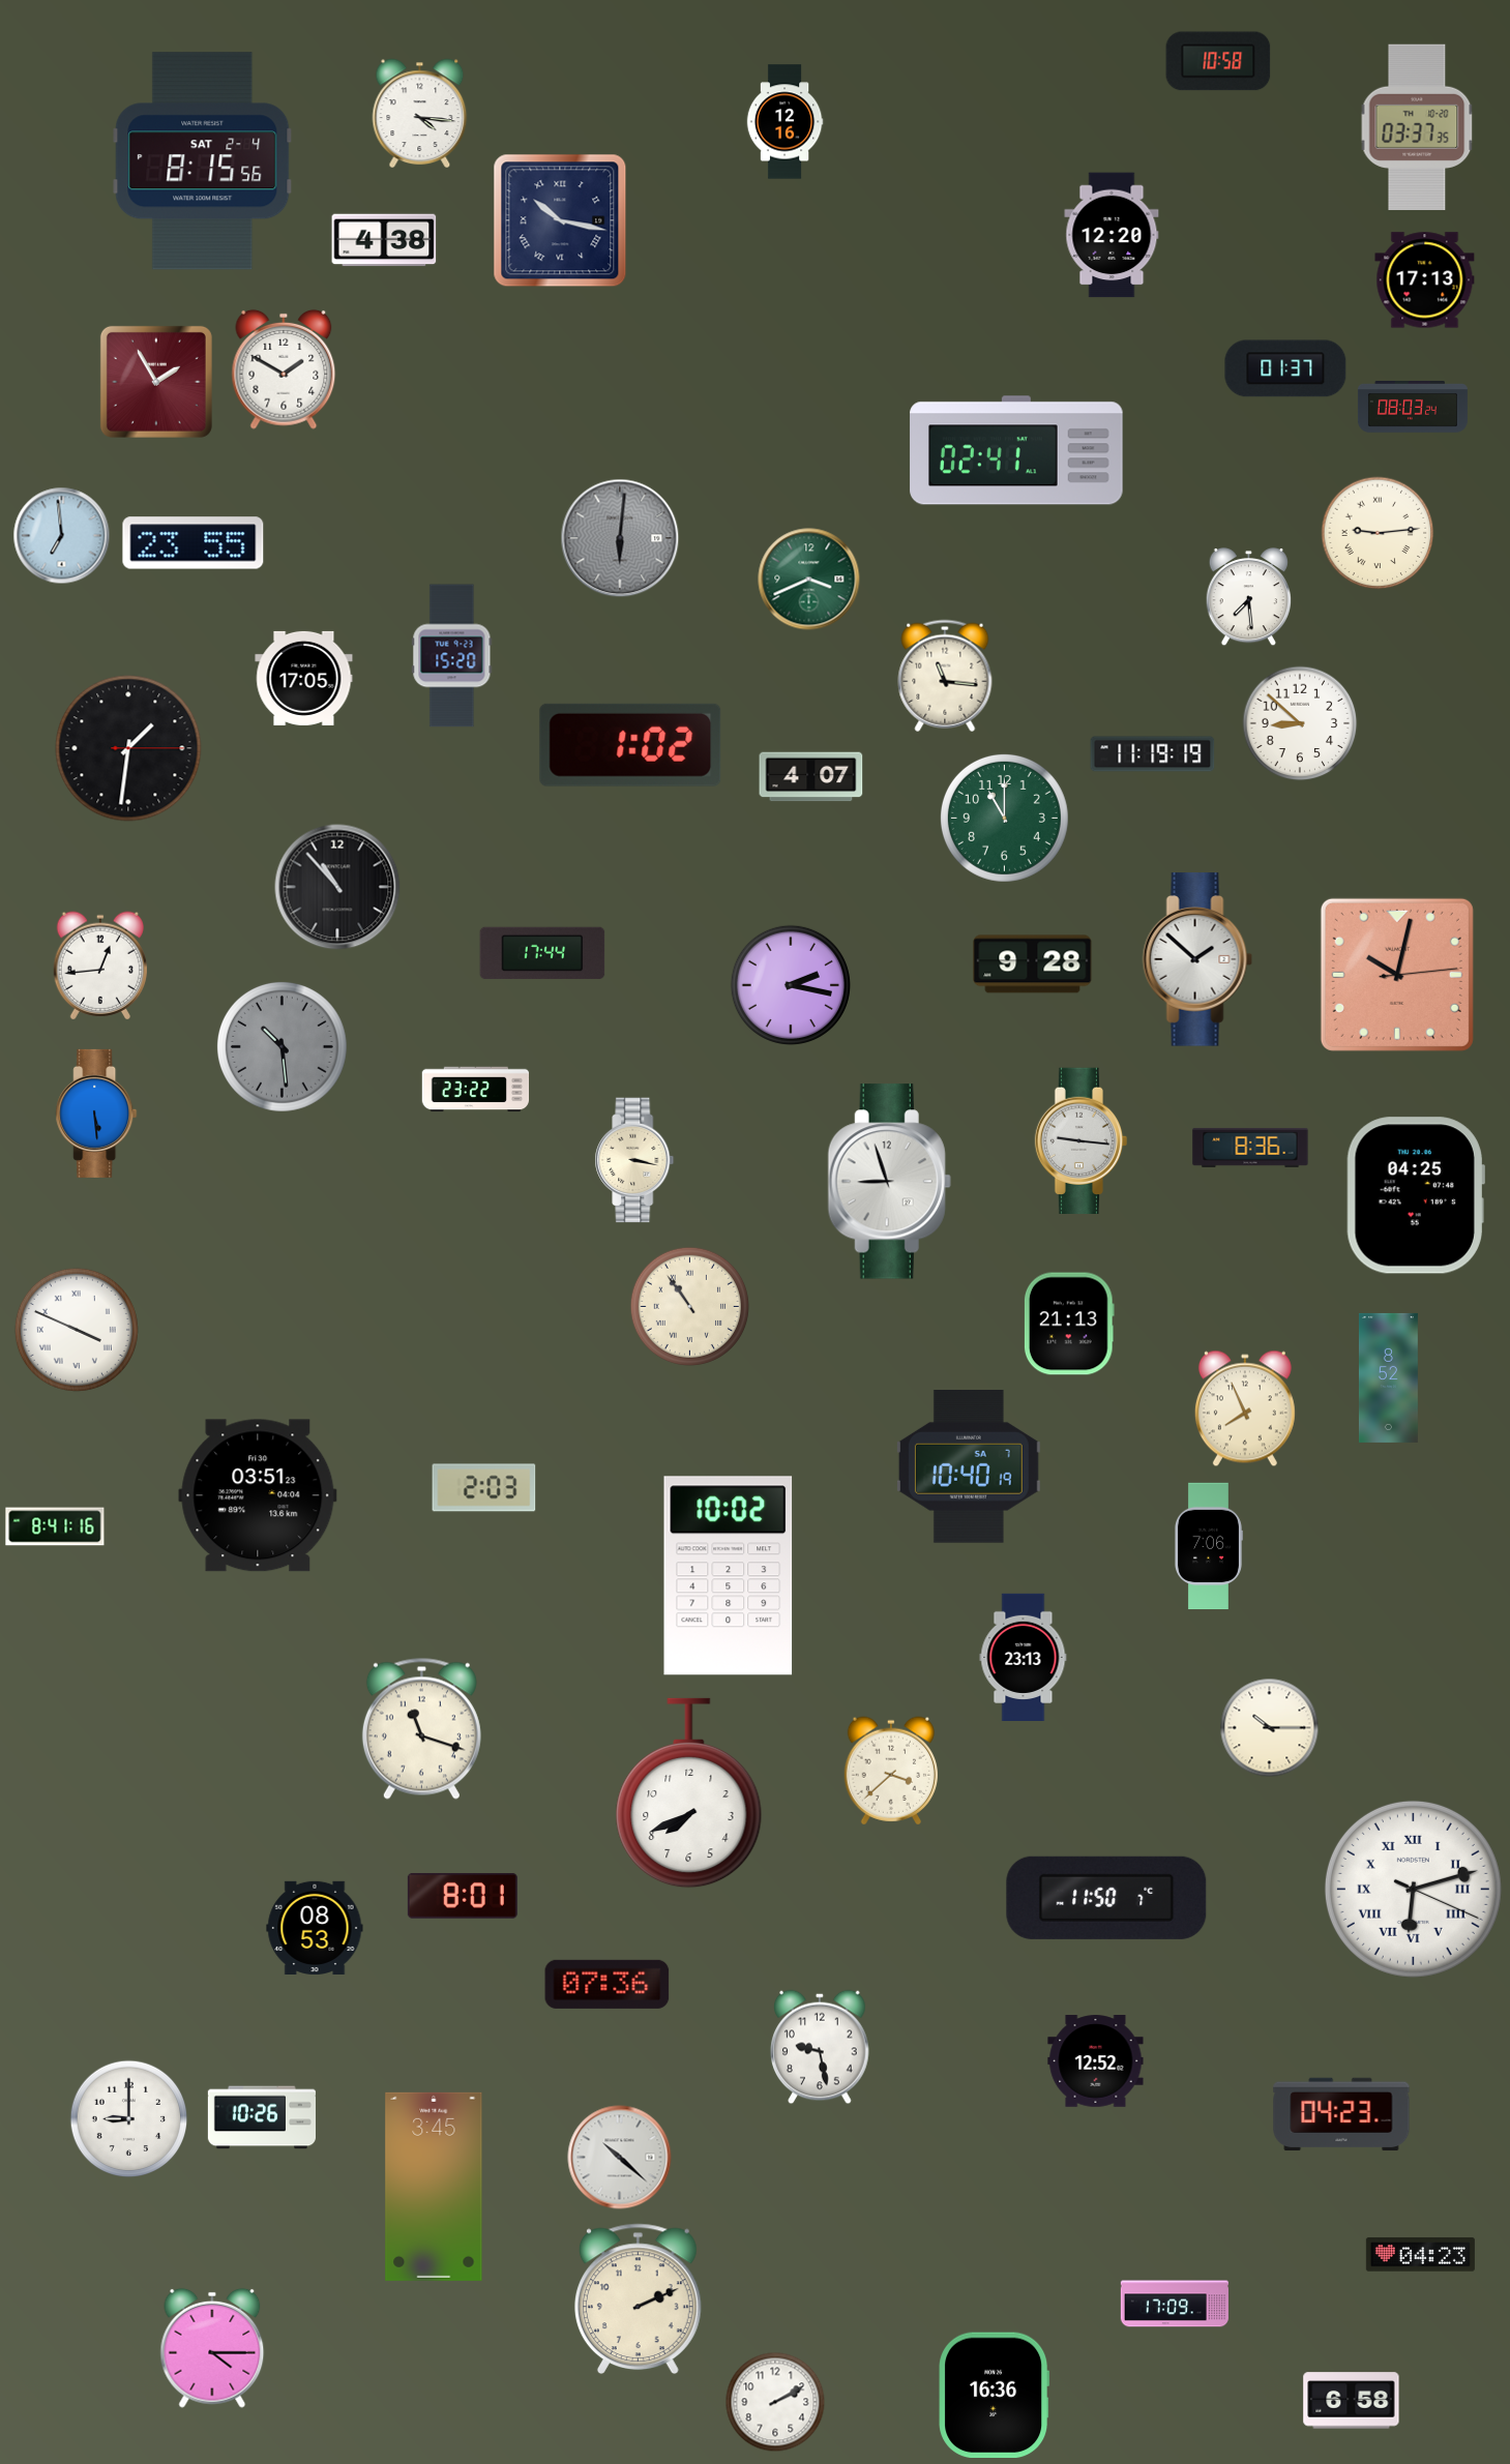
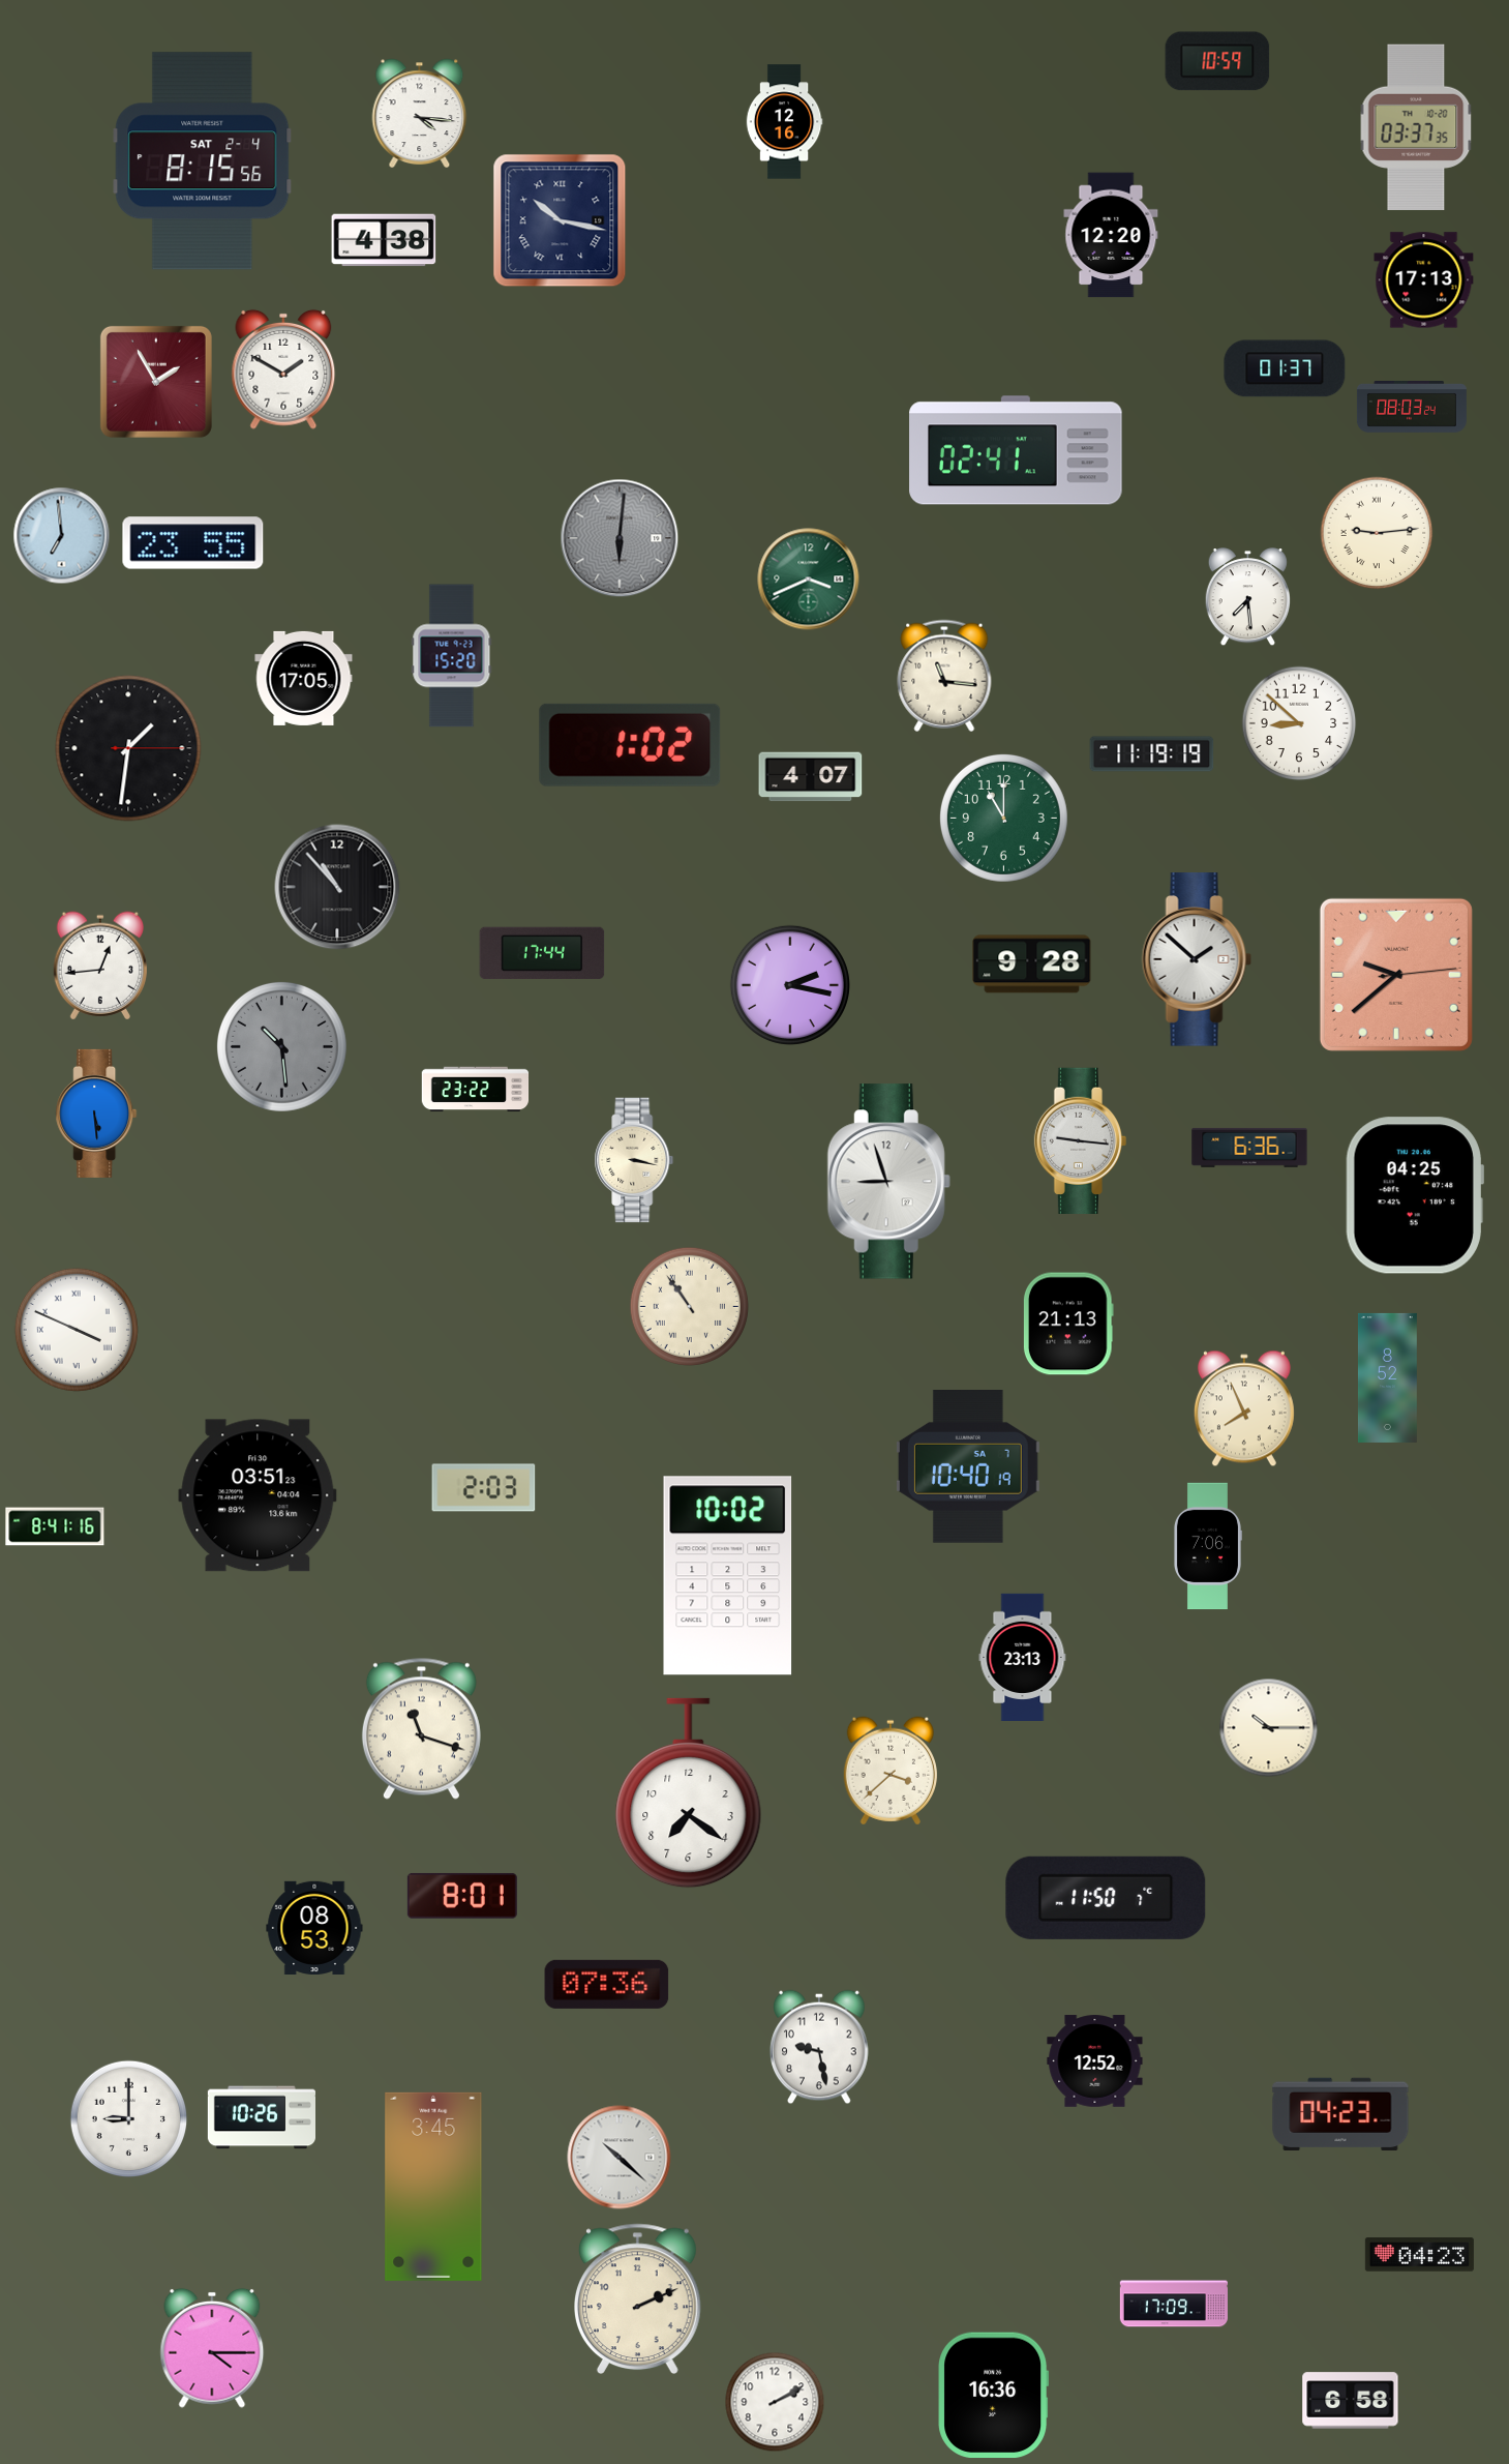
clock at (1218, 61): 10:58 -> 10:59
clock at (1397, 975): 10:02 -> 9:38
clock at (1250, 1148): 8:36 -> 6:36
clock at (689, 1793): 7:41 -> 7:21
clock at (1413, 1889): 6:12 -> none
